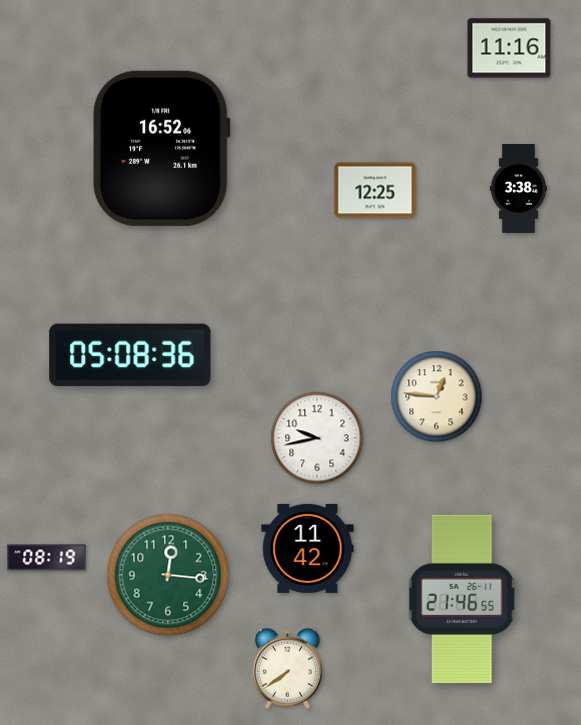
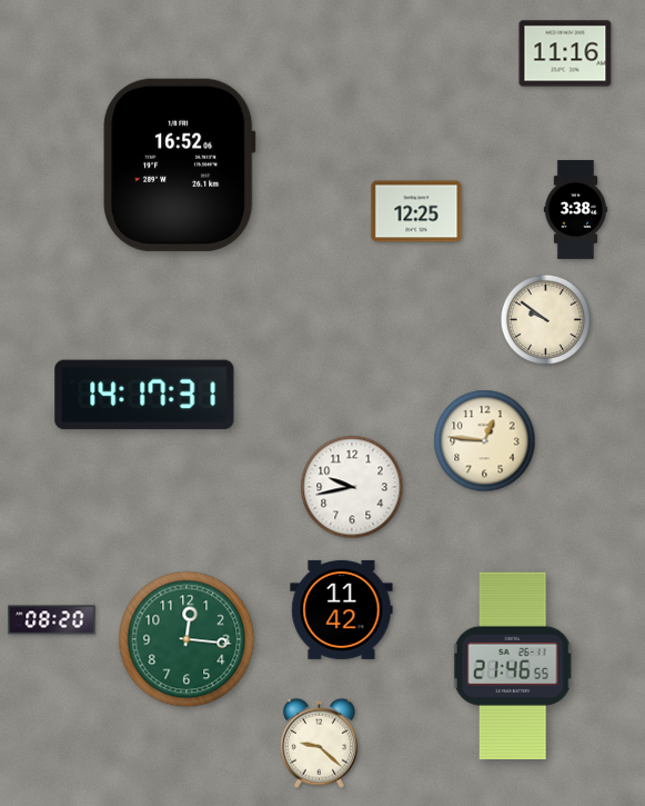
clock at (545, 319): none -> 9:51
clock at (130, 355): 05:08 -> 14:17
clock at (47, 558): 08:19 -> 08:20
clock at (287, 668): 7:39 -> 9:22
